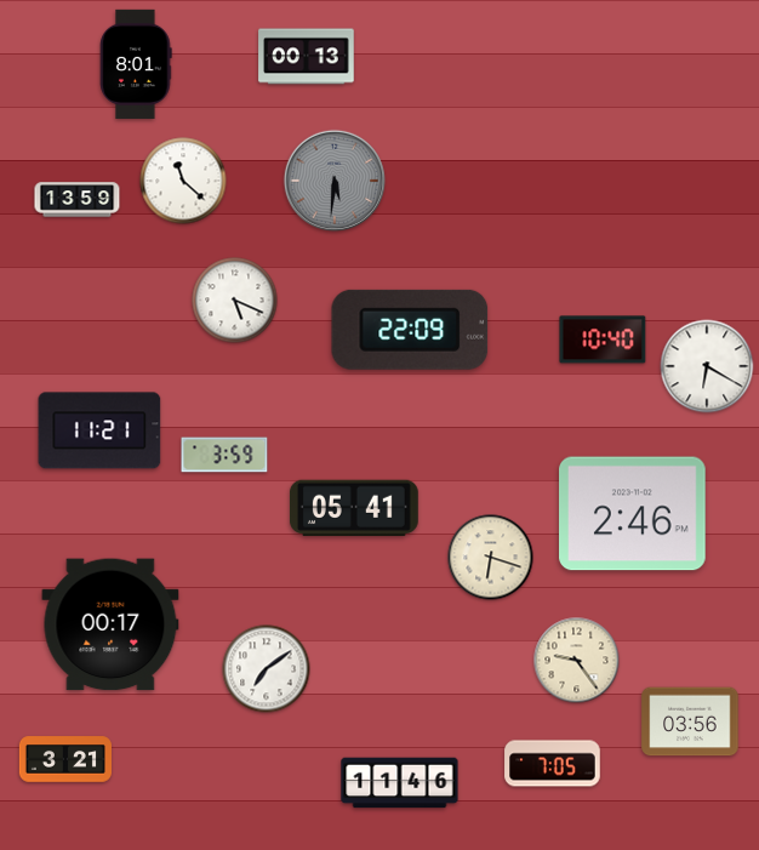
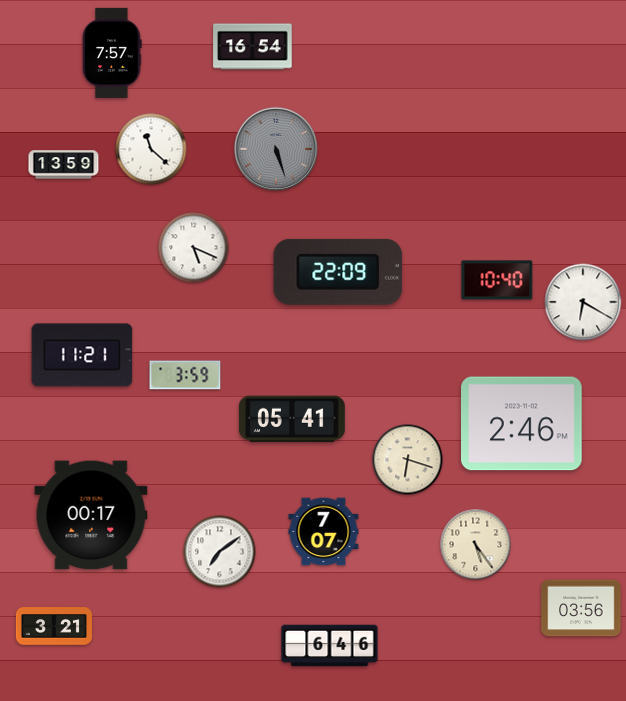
clock at (307, 57): 00:13 -> 16:54
clock at (136, 64): 8:01 -> 7:57
clock at (335, 181): 5:31 -> 5:27
clock at (491, 558) position: (491, 558) -> (408, 460)
clock at (324, 532): none -> 7:07
clock at (577, 661): 9:24 -> 5:24
clock at (690, 721) position: (690, 721) -> (581, 608)
clock at (553, 764): 7:05 -> none
clock at (400, 783): 11:46 -> 6:46
